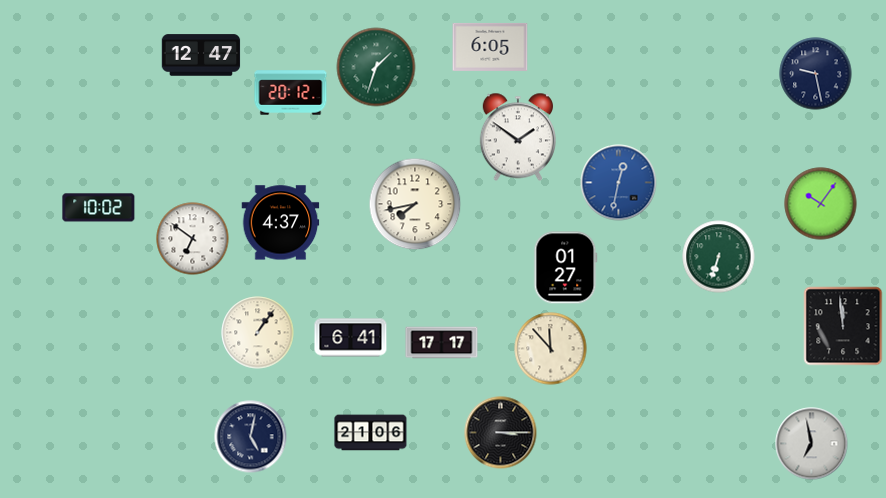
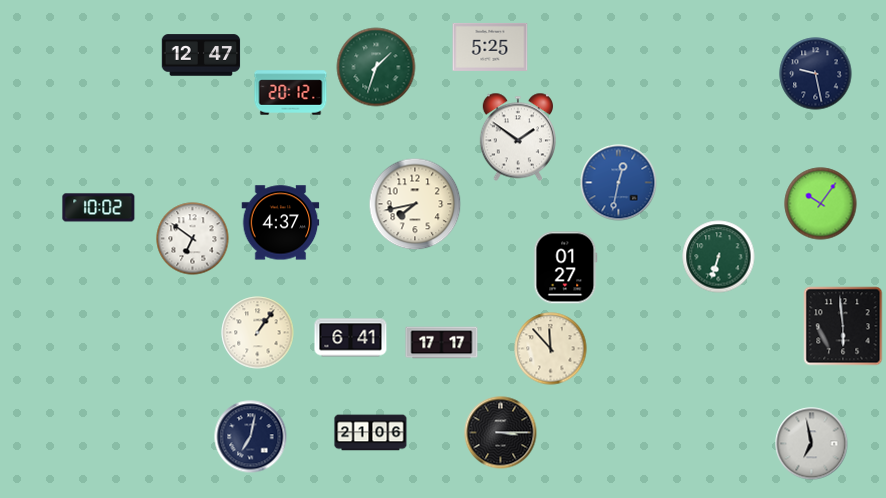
clock at (490, 47): 6:05 -> 5:25
clock at (843, 326): 11:59 -> 5:59
clock at (251, 437): 5:02 -> 7:02
